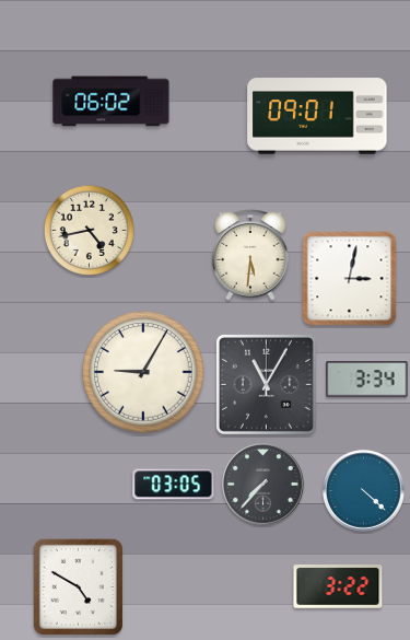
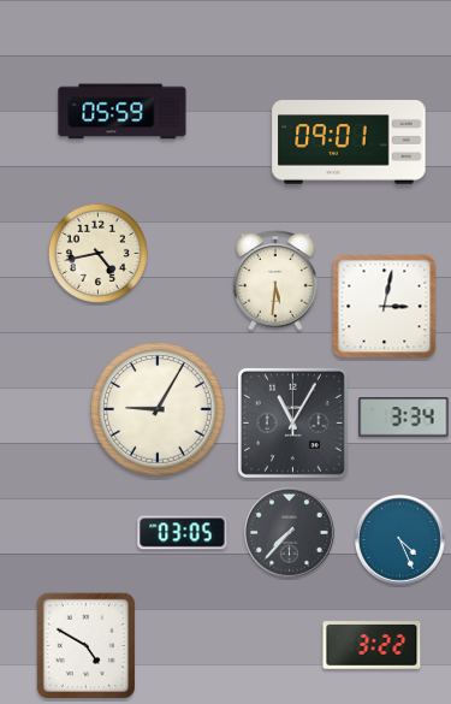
clock at (112, 102): 06:02 -> 05:59
clock at (317, 116) position: (317, 116) -> (349, 142)
clock at (174, 485) position: (174, 485) -> (183, 533)
clock at (364, 491): 4:22 -> 4:26
